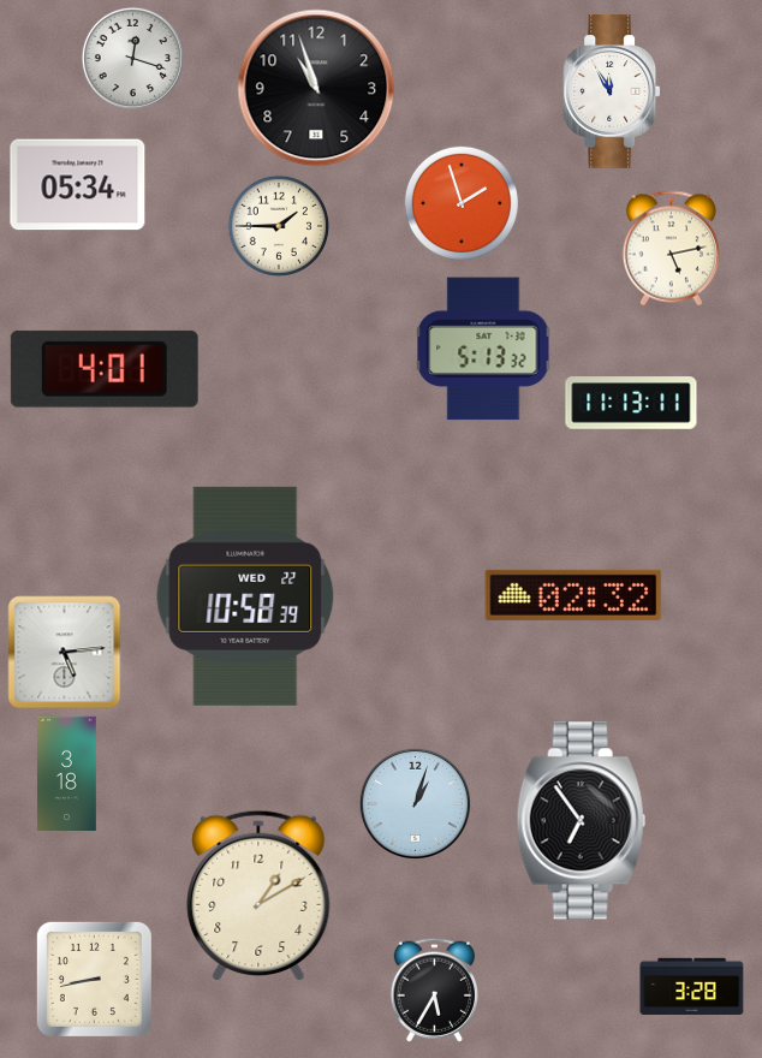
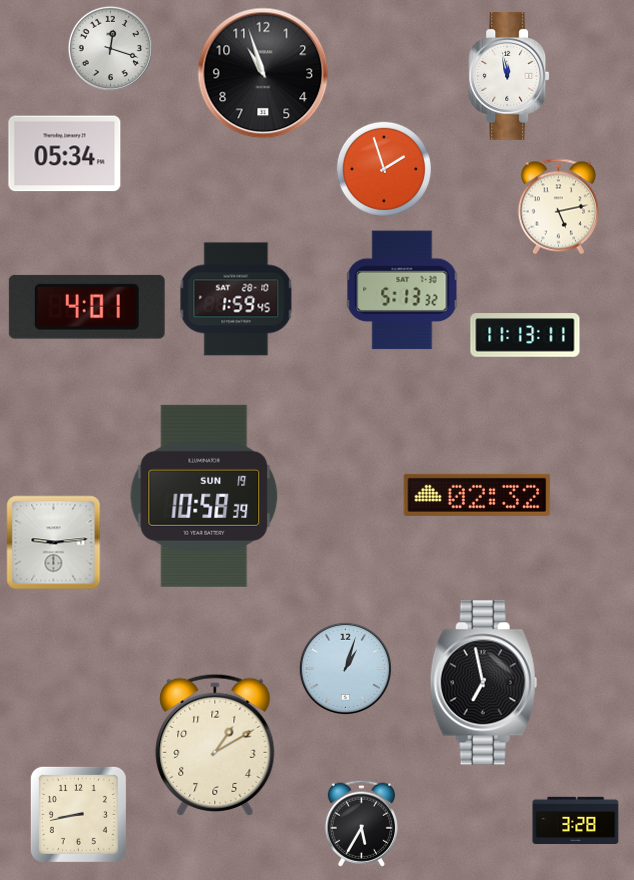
clock at (612, 91): 11:55 -> 11:58
clock at (278, 225): 1:45 -> none
clock at (236, 299): none -> 1:59
clock at (245, 596) date: WED 22 -> SUN 19
clock at (65, 653): 5:14 -> 9:14
clock at (67, 773): 3:18 -> none
clock at (581, 821): 6:54 -> 6:58
